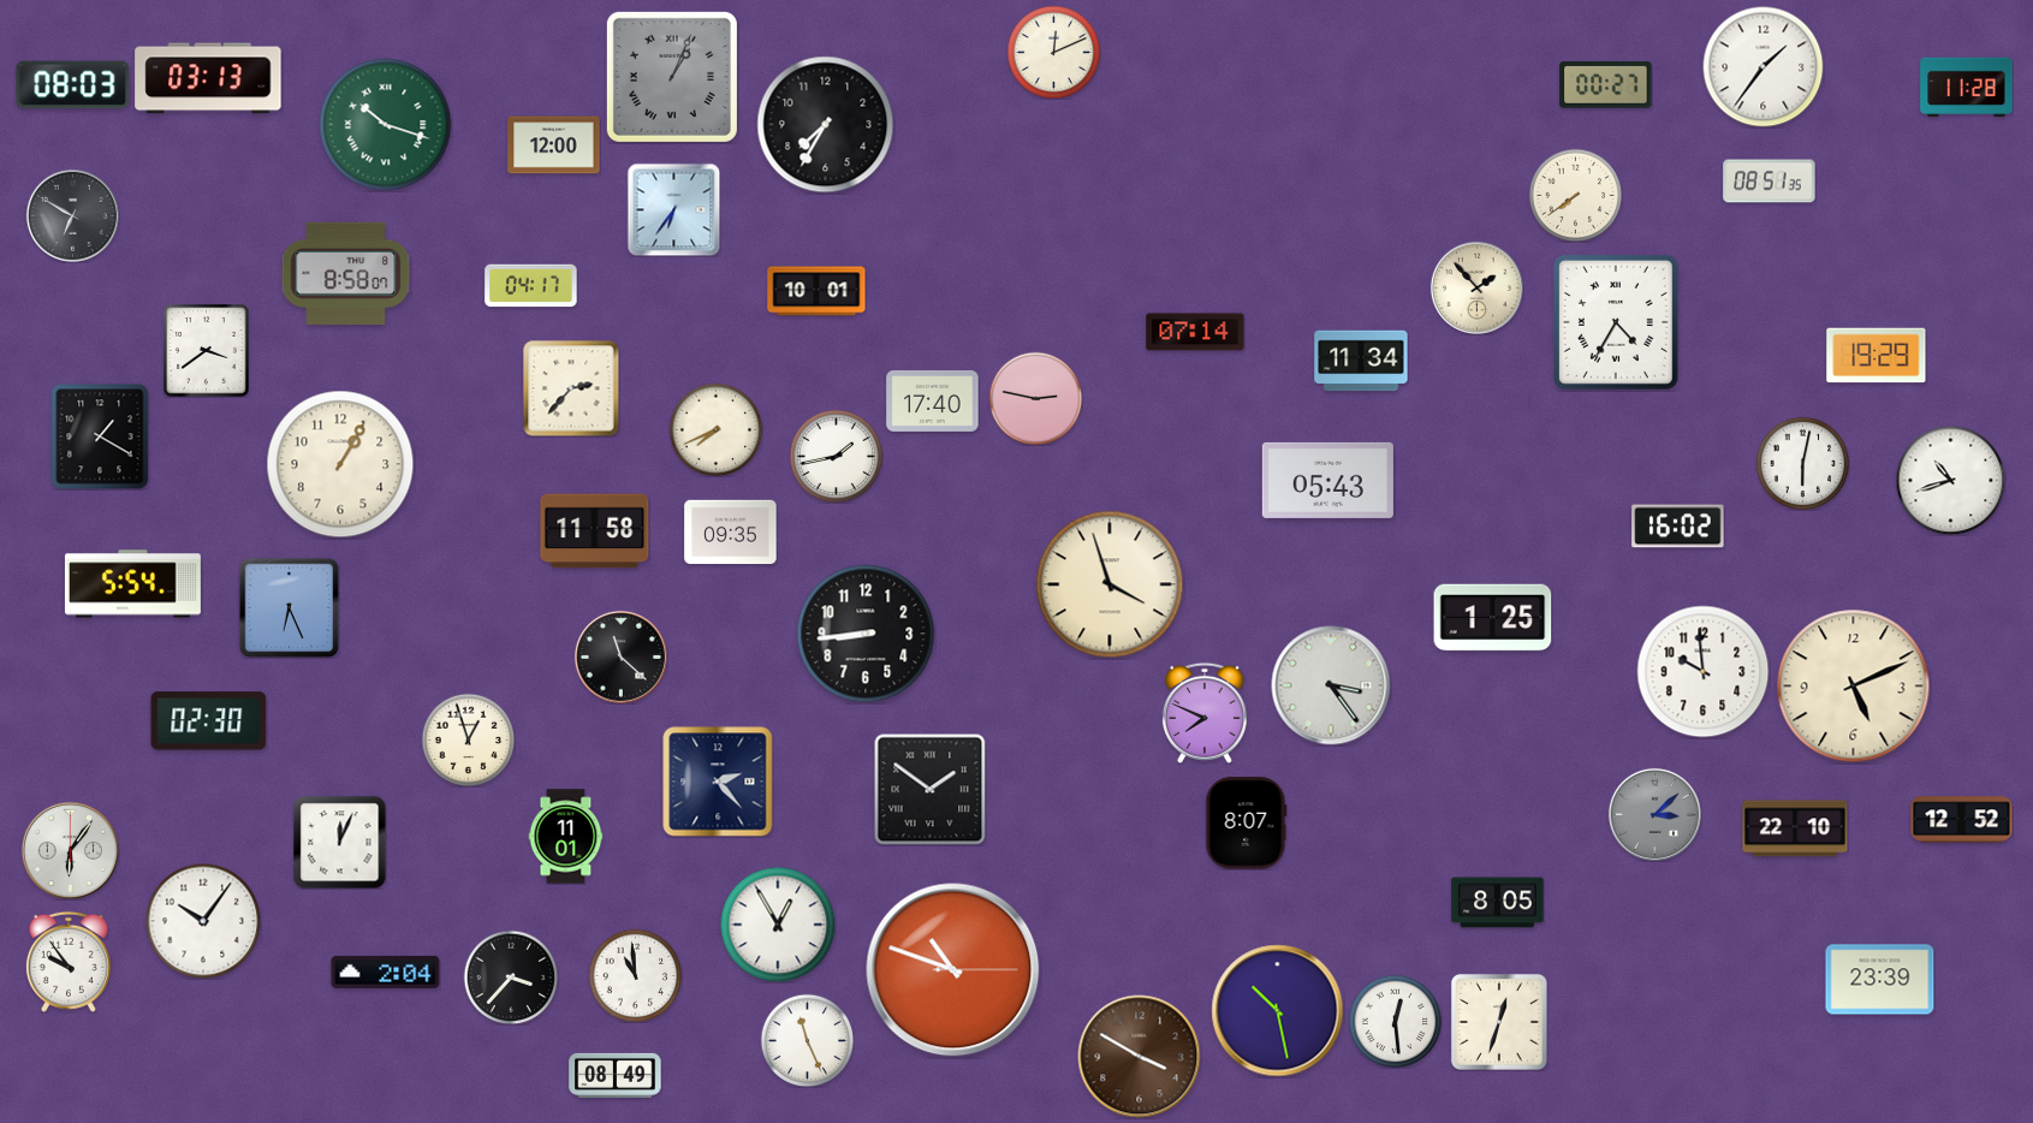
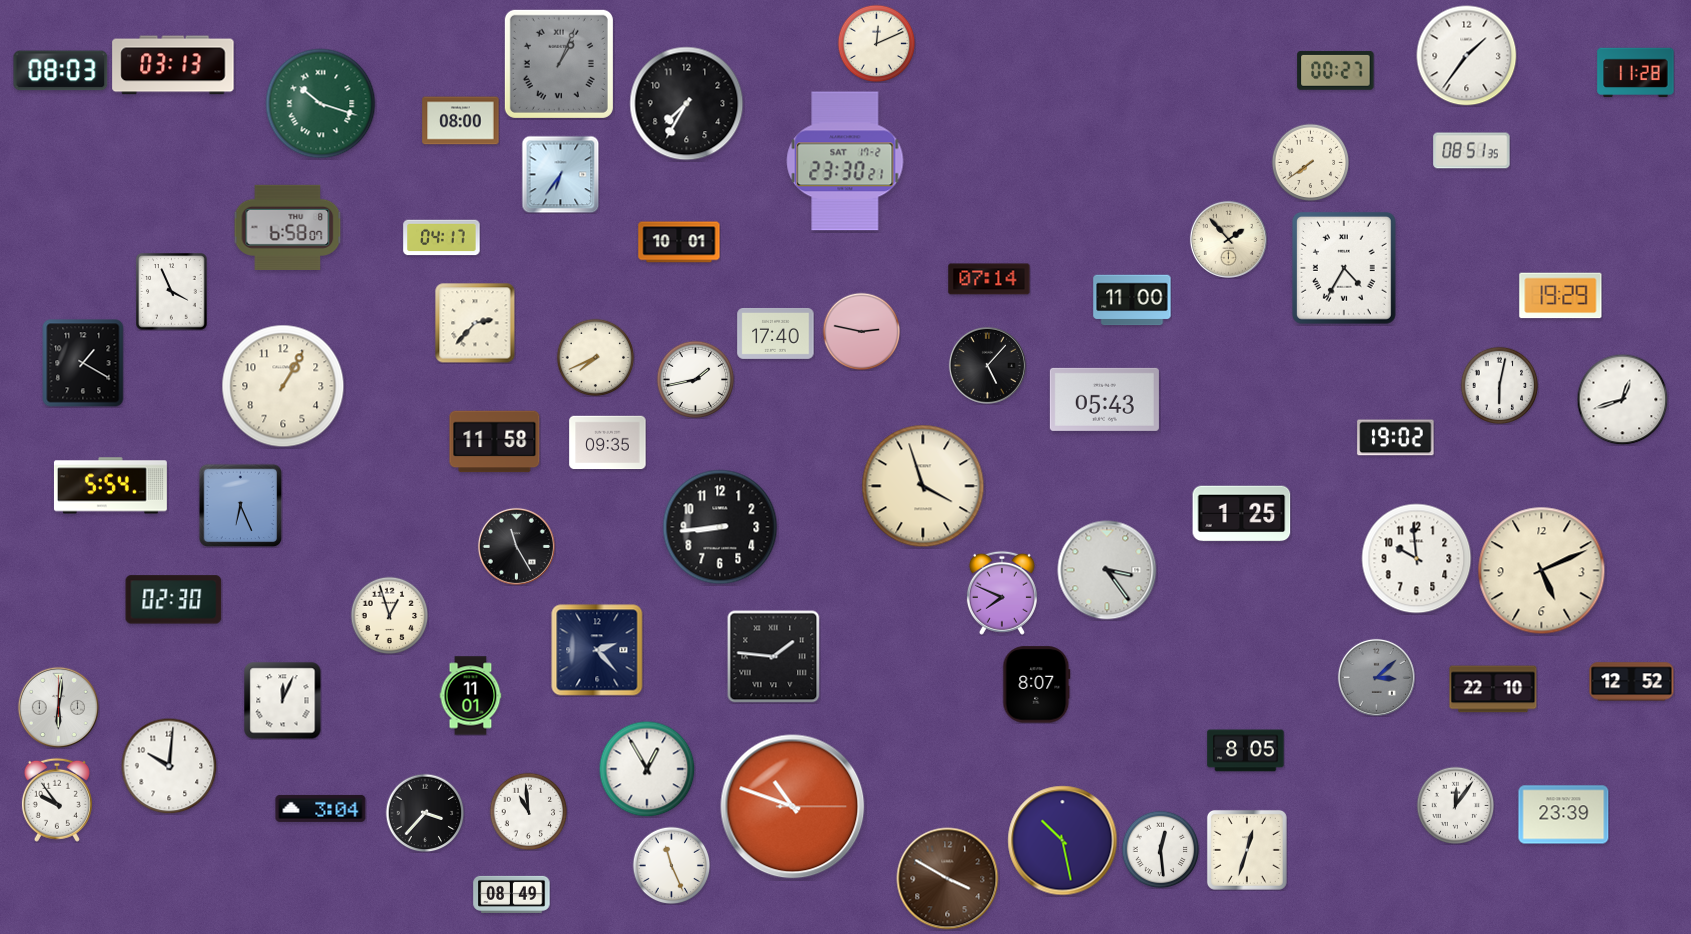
clock at (554, 145): 12:00 -> 08:00
clock at (845, 161): none -> 23:30
clock at (72, 215): 6:50 -> none
clock at (346, 273): 8:58 -> 6:58
clock at (1195, 332) position: (1195, 332) -> (989, 279)
clock at (207, 351): 3:39 -> 3:56
clock at (1361, 361): 11:34 -> 11:00
clock at (987, 365): none -> 5:07
clock at (1950, 480): 10:42 -> 12:42
clock at (1678, 527): 16:02 -> 19:02
clock at (620, 656): 11:22 -> 11:25
clock at (929, 789): 1:51 -> 1:46
clock at (70, 850): 6:06 -> 6:01
clock at (203, 921): 10:06 -> 10:01
clock at (1455, 805): none -> 12:06
clock at (386, 972): 2:04 -> 3:04
